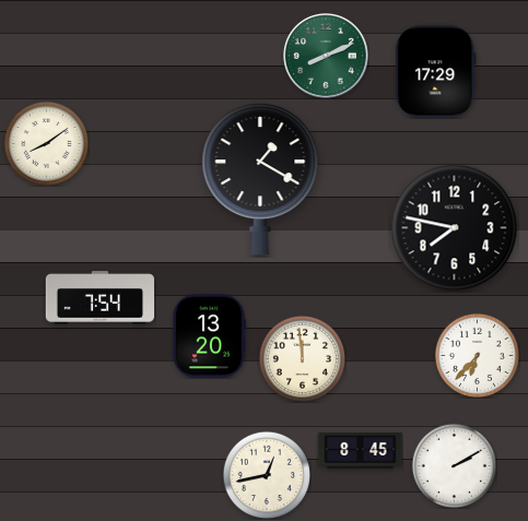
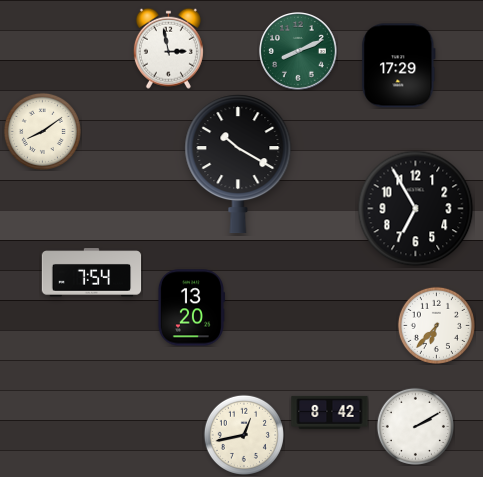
clock at (168, 48): none -> 2:58
clock at (260, 179): 1:20 -> 10:20
clock at (455, 228): 7:47 -> 6:55
clock at (302, 358): 11:59 -> none
clock at (361, 450): 8:45 -> 8:42
